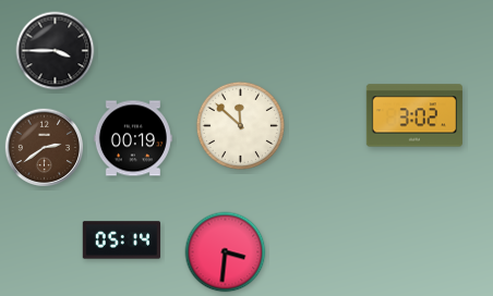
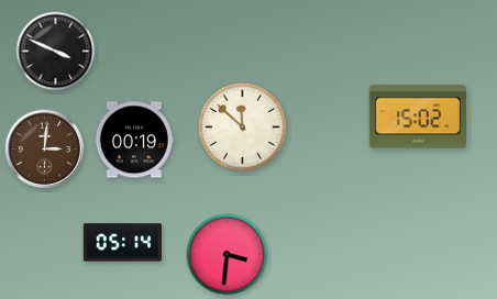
clock at (56, 51): 3:45 -> 3:49
clock at (414, 115): 3:02 -> 15:02
clock at (45, 148): 2:39 -> 3:01
